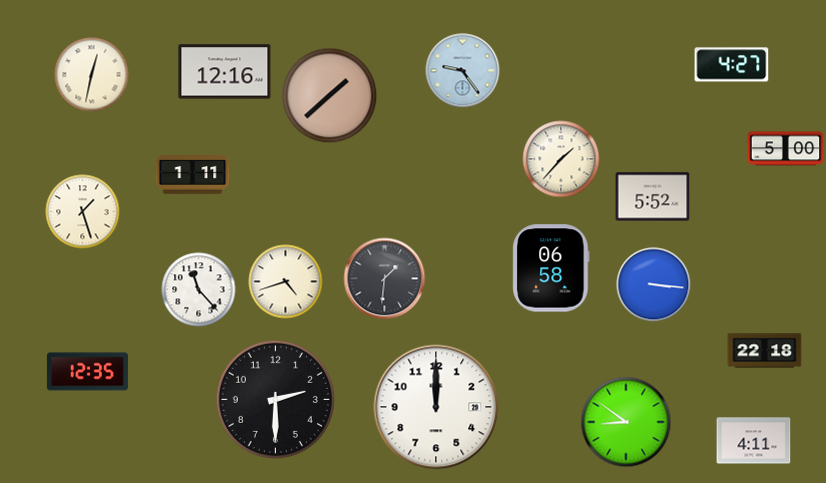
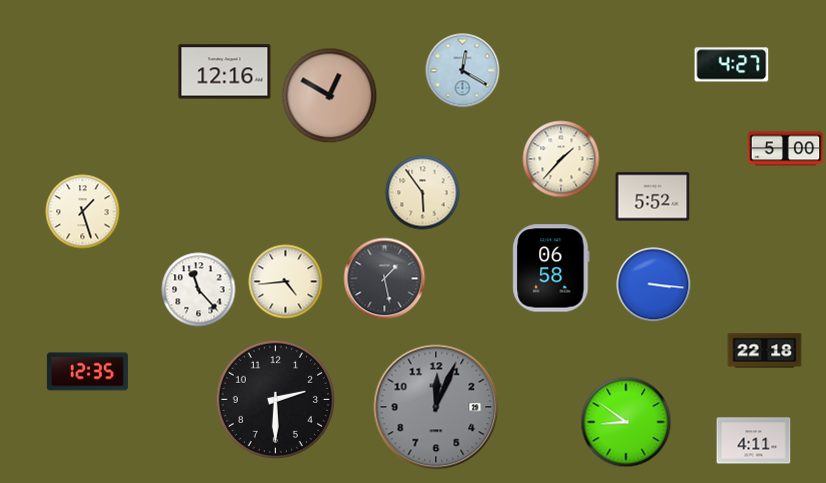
clock at (463, 71): 9:24 -> 12:20
clock at (92, 75): 12:32 -> none
clock at (330, 96): 1:38 -> 12:50
clock at (193, 175): 1:11 -> none
clock at (423, 193): none -> 5:54
clock at (385, 279): 1:31 -> 1:28
clock at (286, 282): 4:42 -> 4:44
clock at (436, 407): 12:00 -> 12:04
clock at (436, 407) dial: white -> grey
